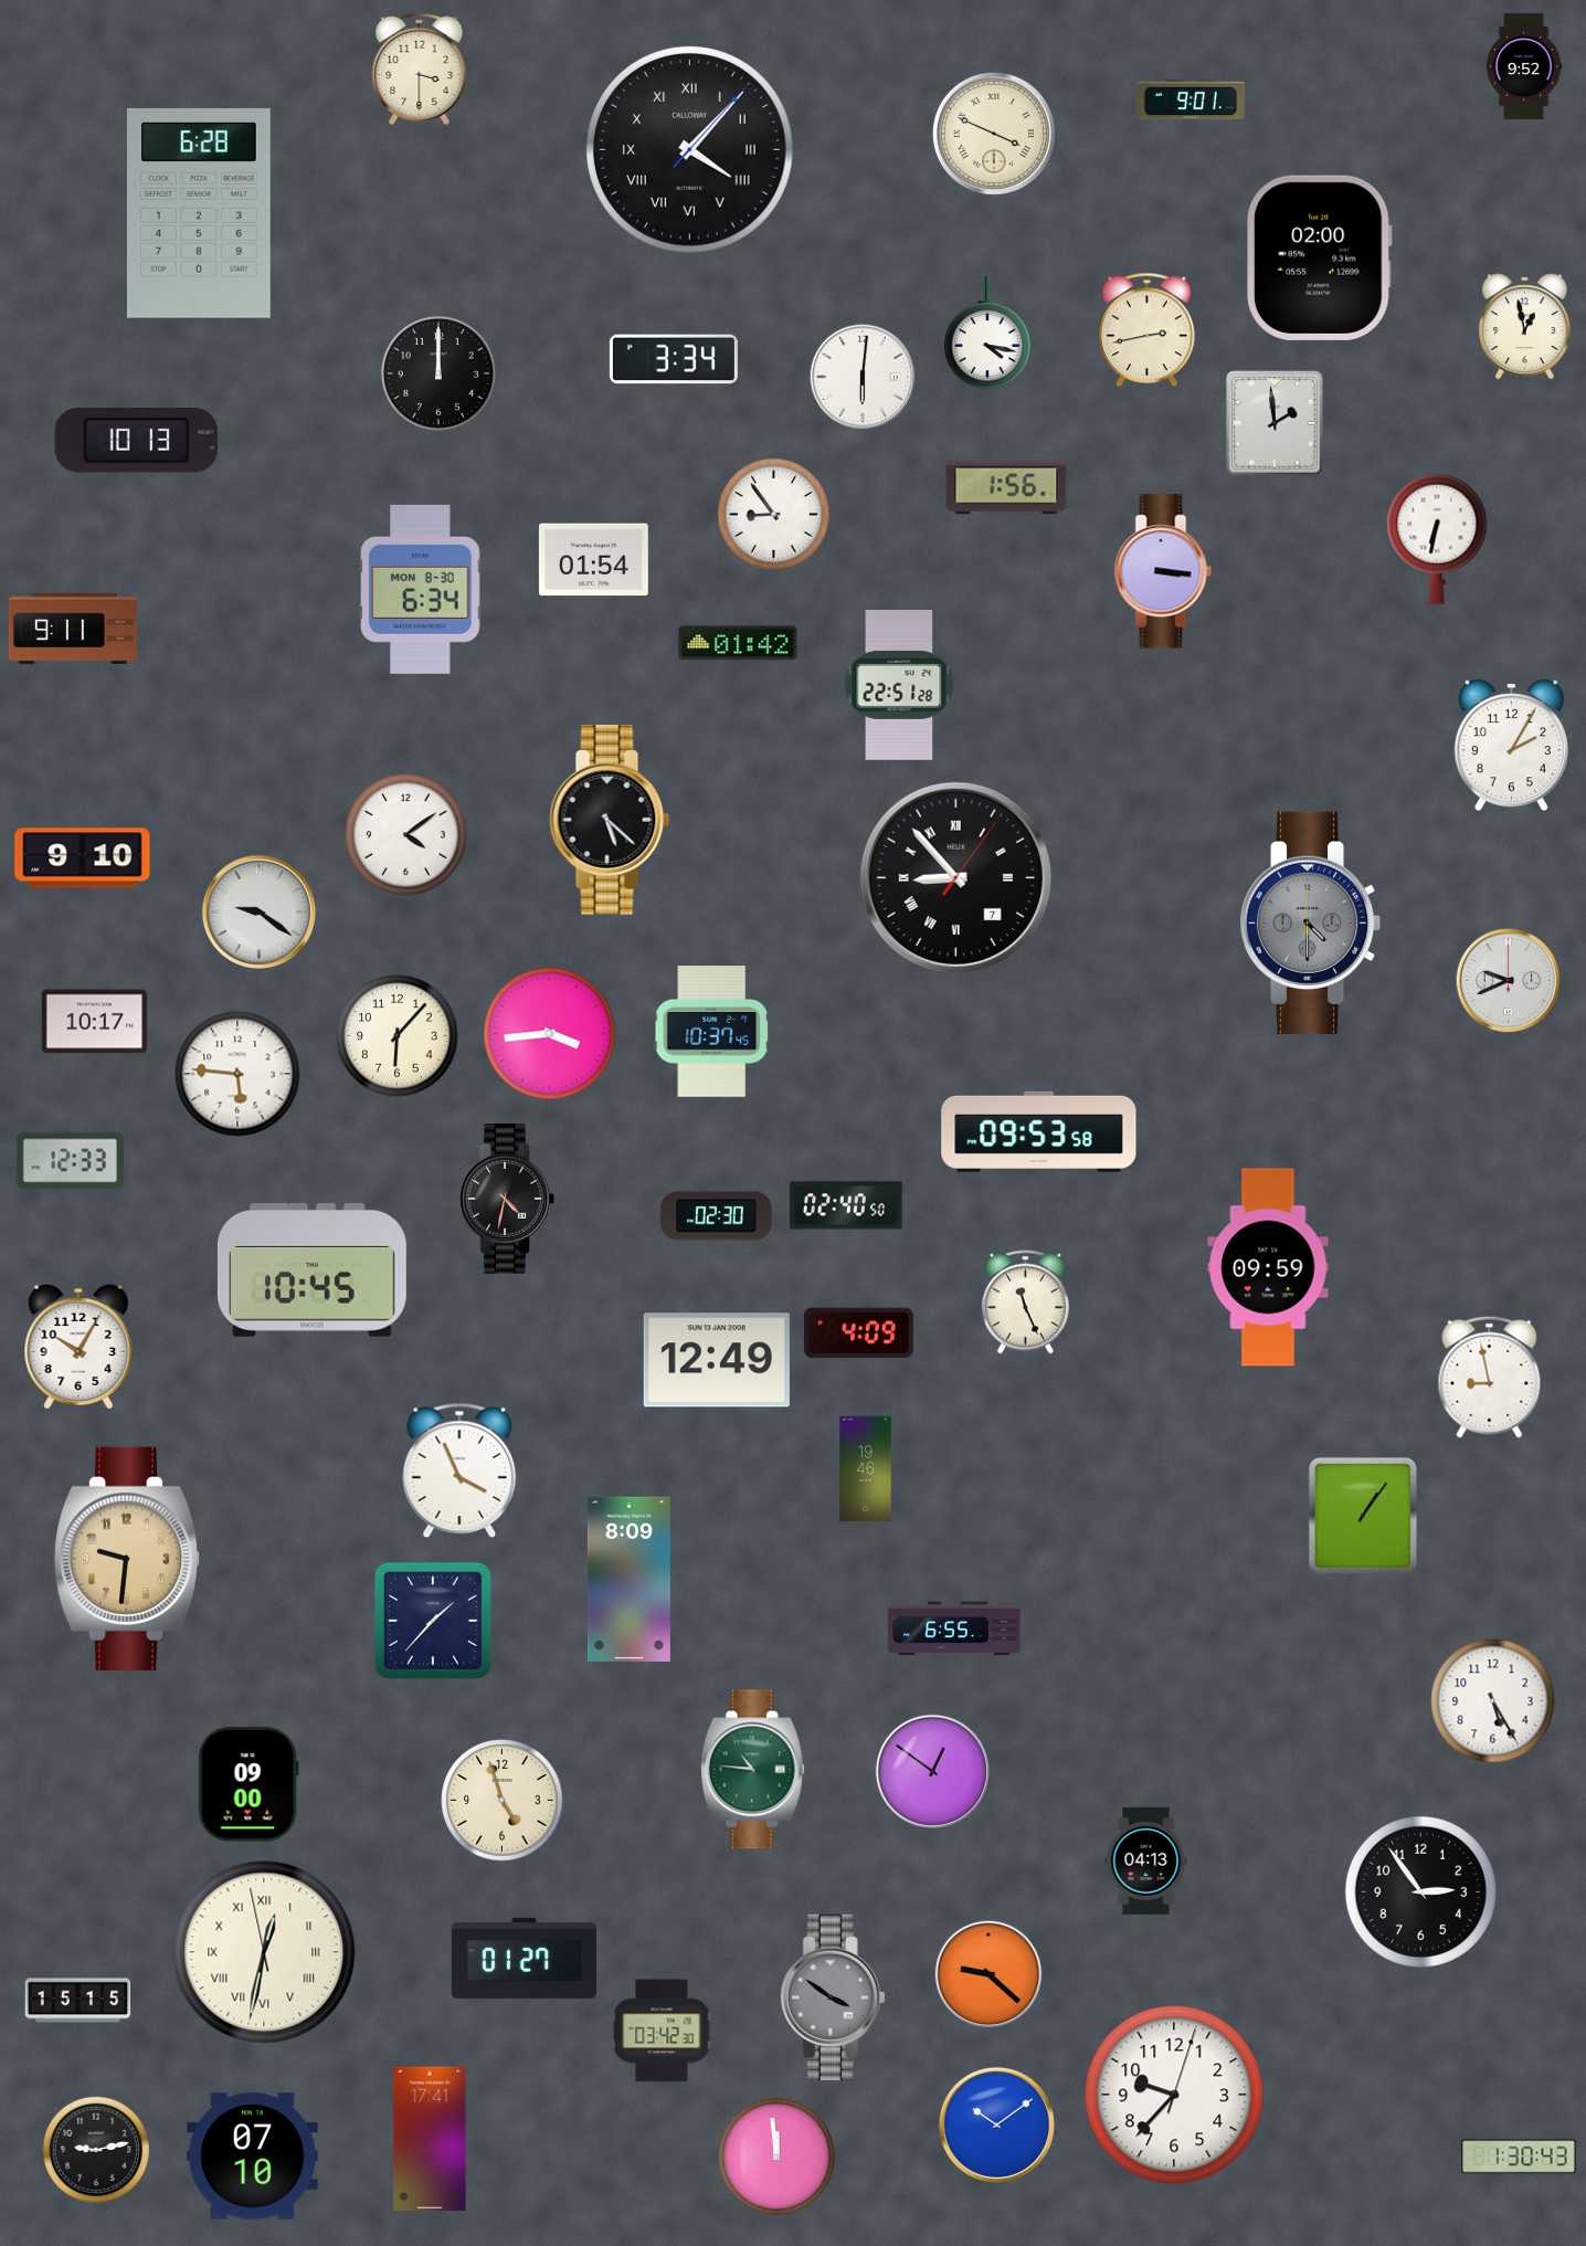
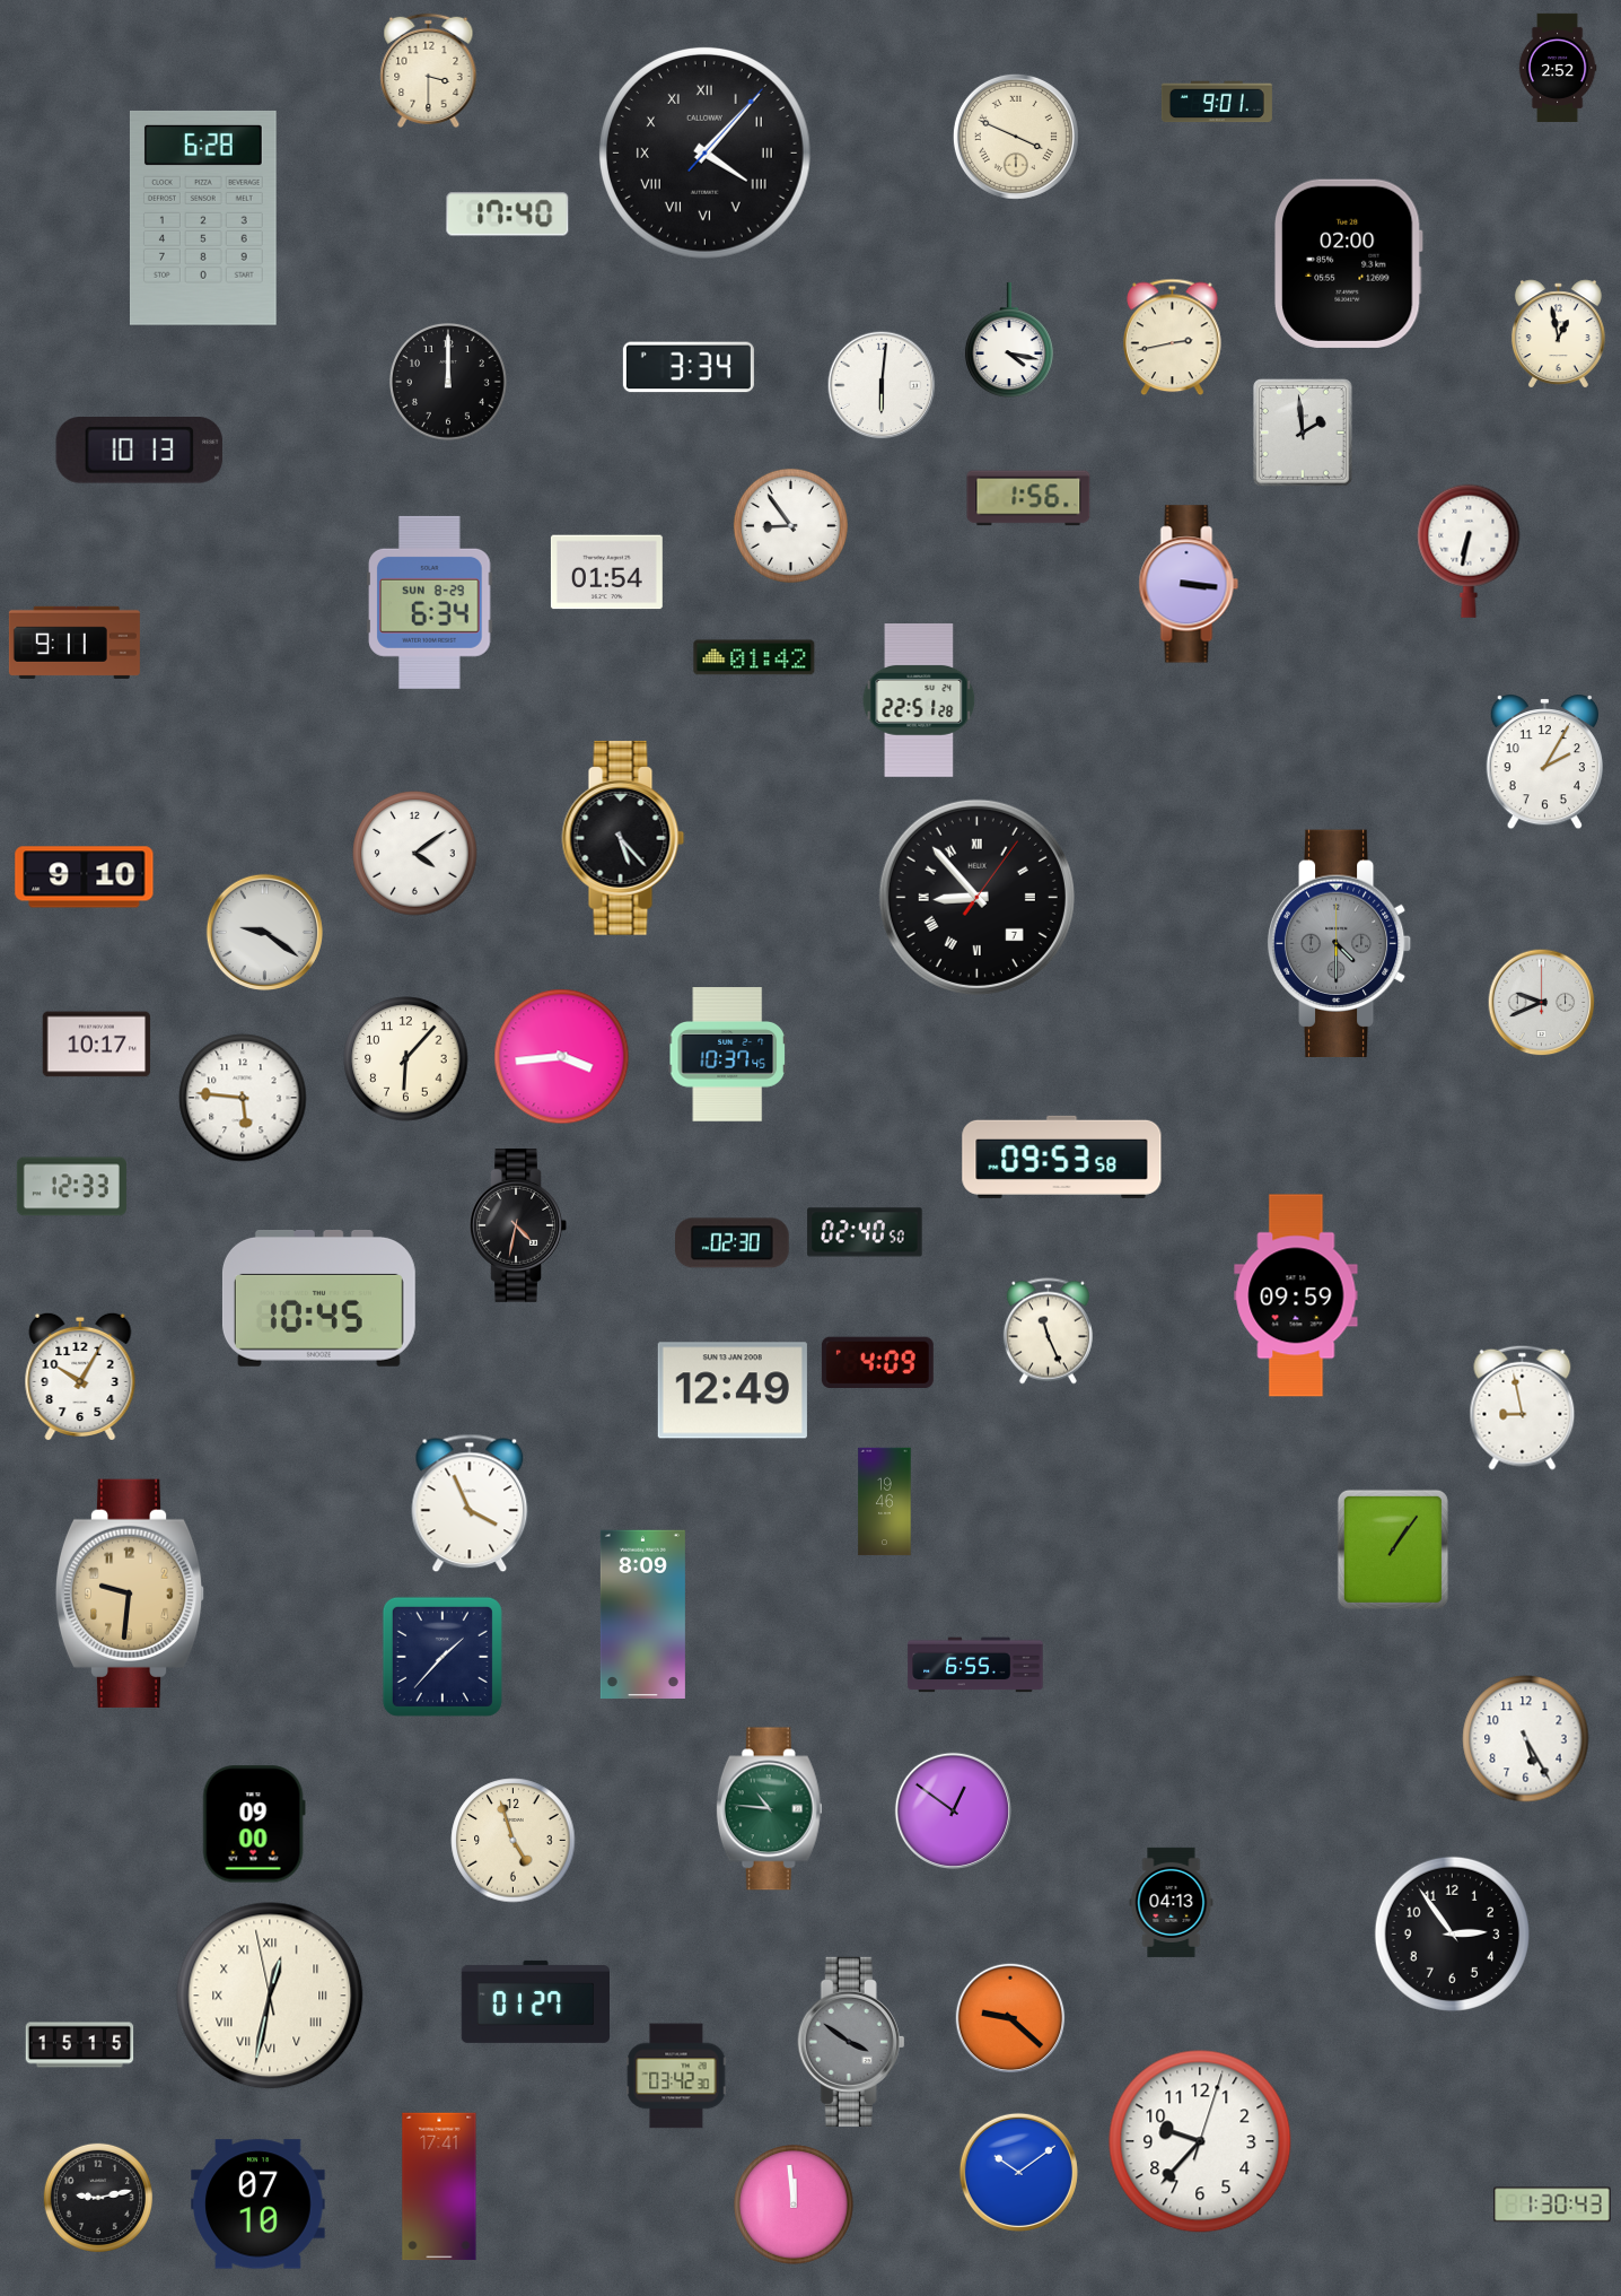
clock at (1524, 66): 9:52 -> 2:52
clock at (508, 215): none -> 17:40
clock at (421, 589) date: MON 8-30 -> SUN 8-29
clock at (610, 820): 5:22 -> 5:23
